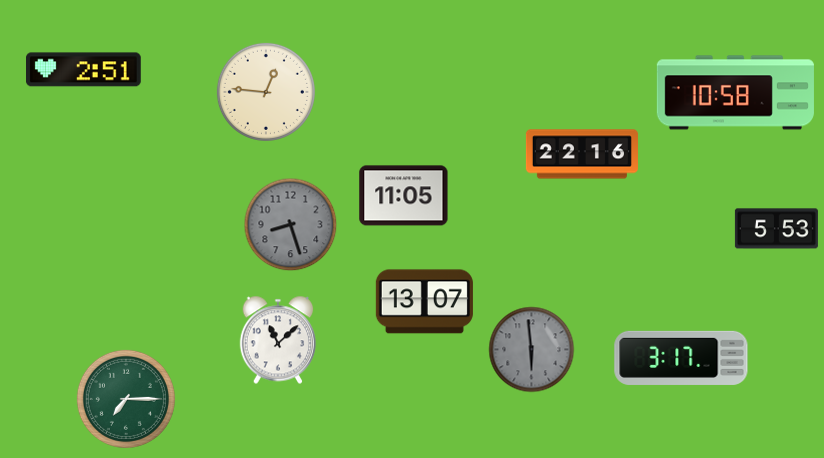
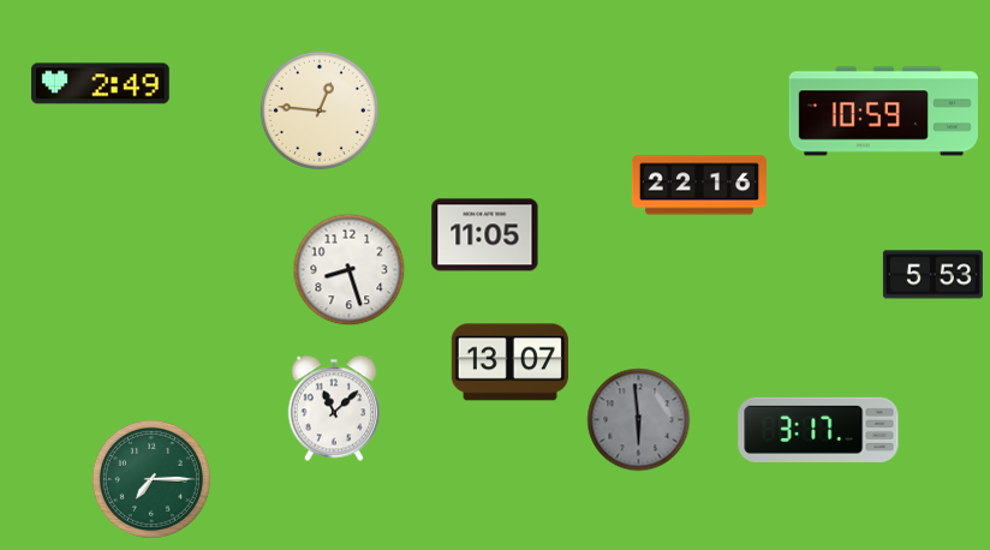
clock at (84, 70): 2:51 -> 2:49
clock at (735, 93): 10:58 -> 10:59
clock at (291, 225) dial: grey -> white
